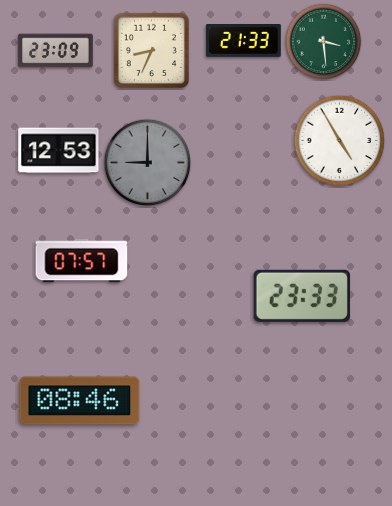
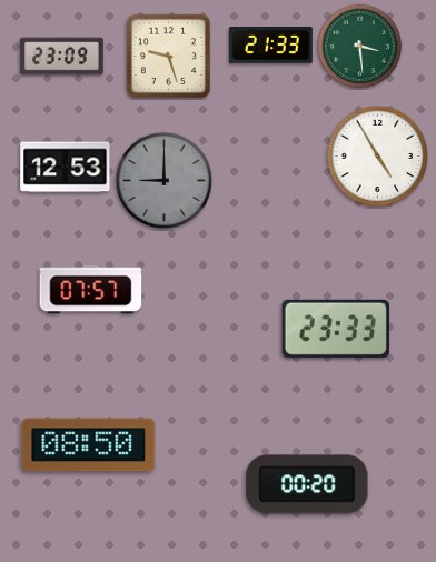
clock at (151, 50): 8:34 -> 9:27
clock at (80, 401): 08:46 -> 08:50
clock at (307, 484): none -> 00:20
